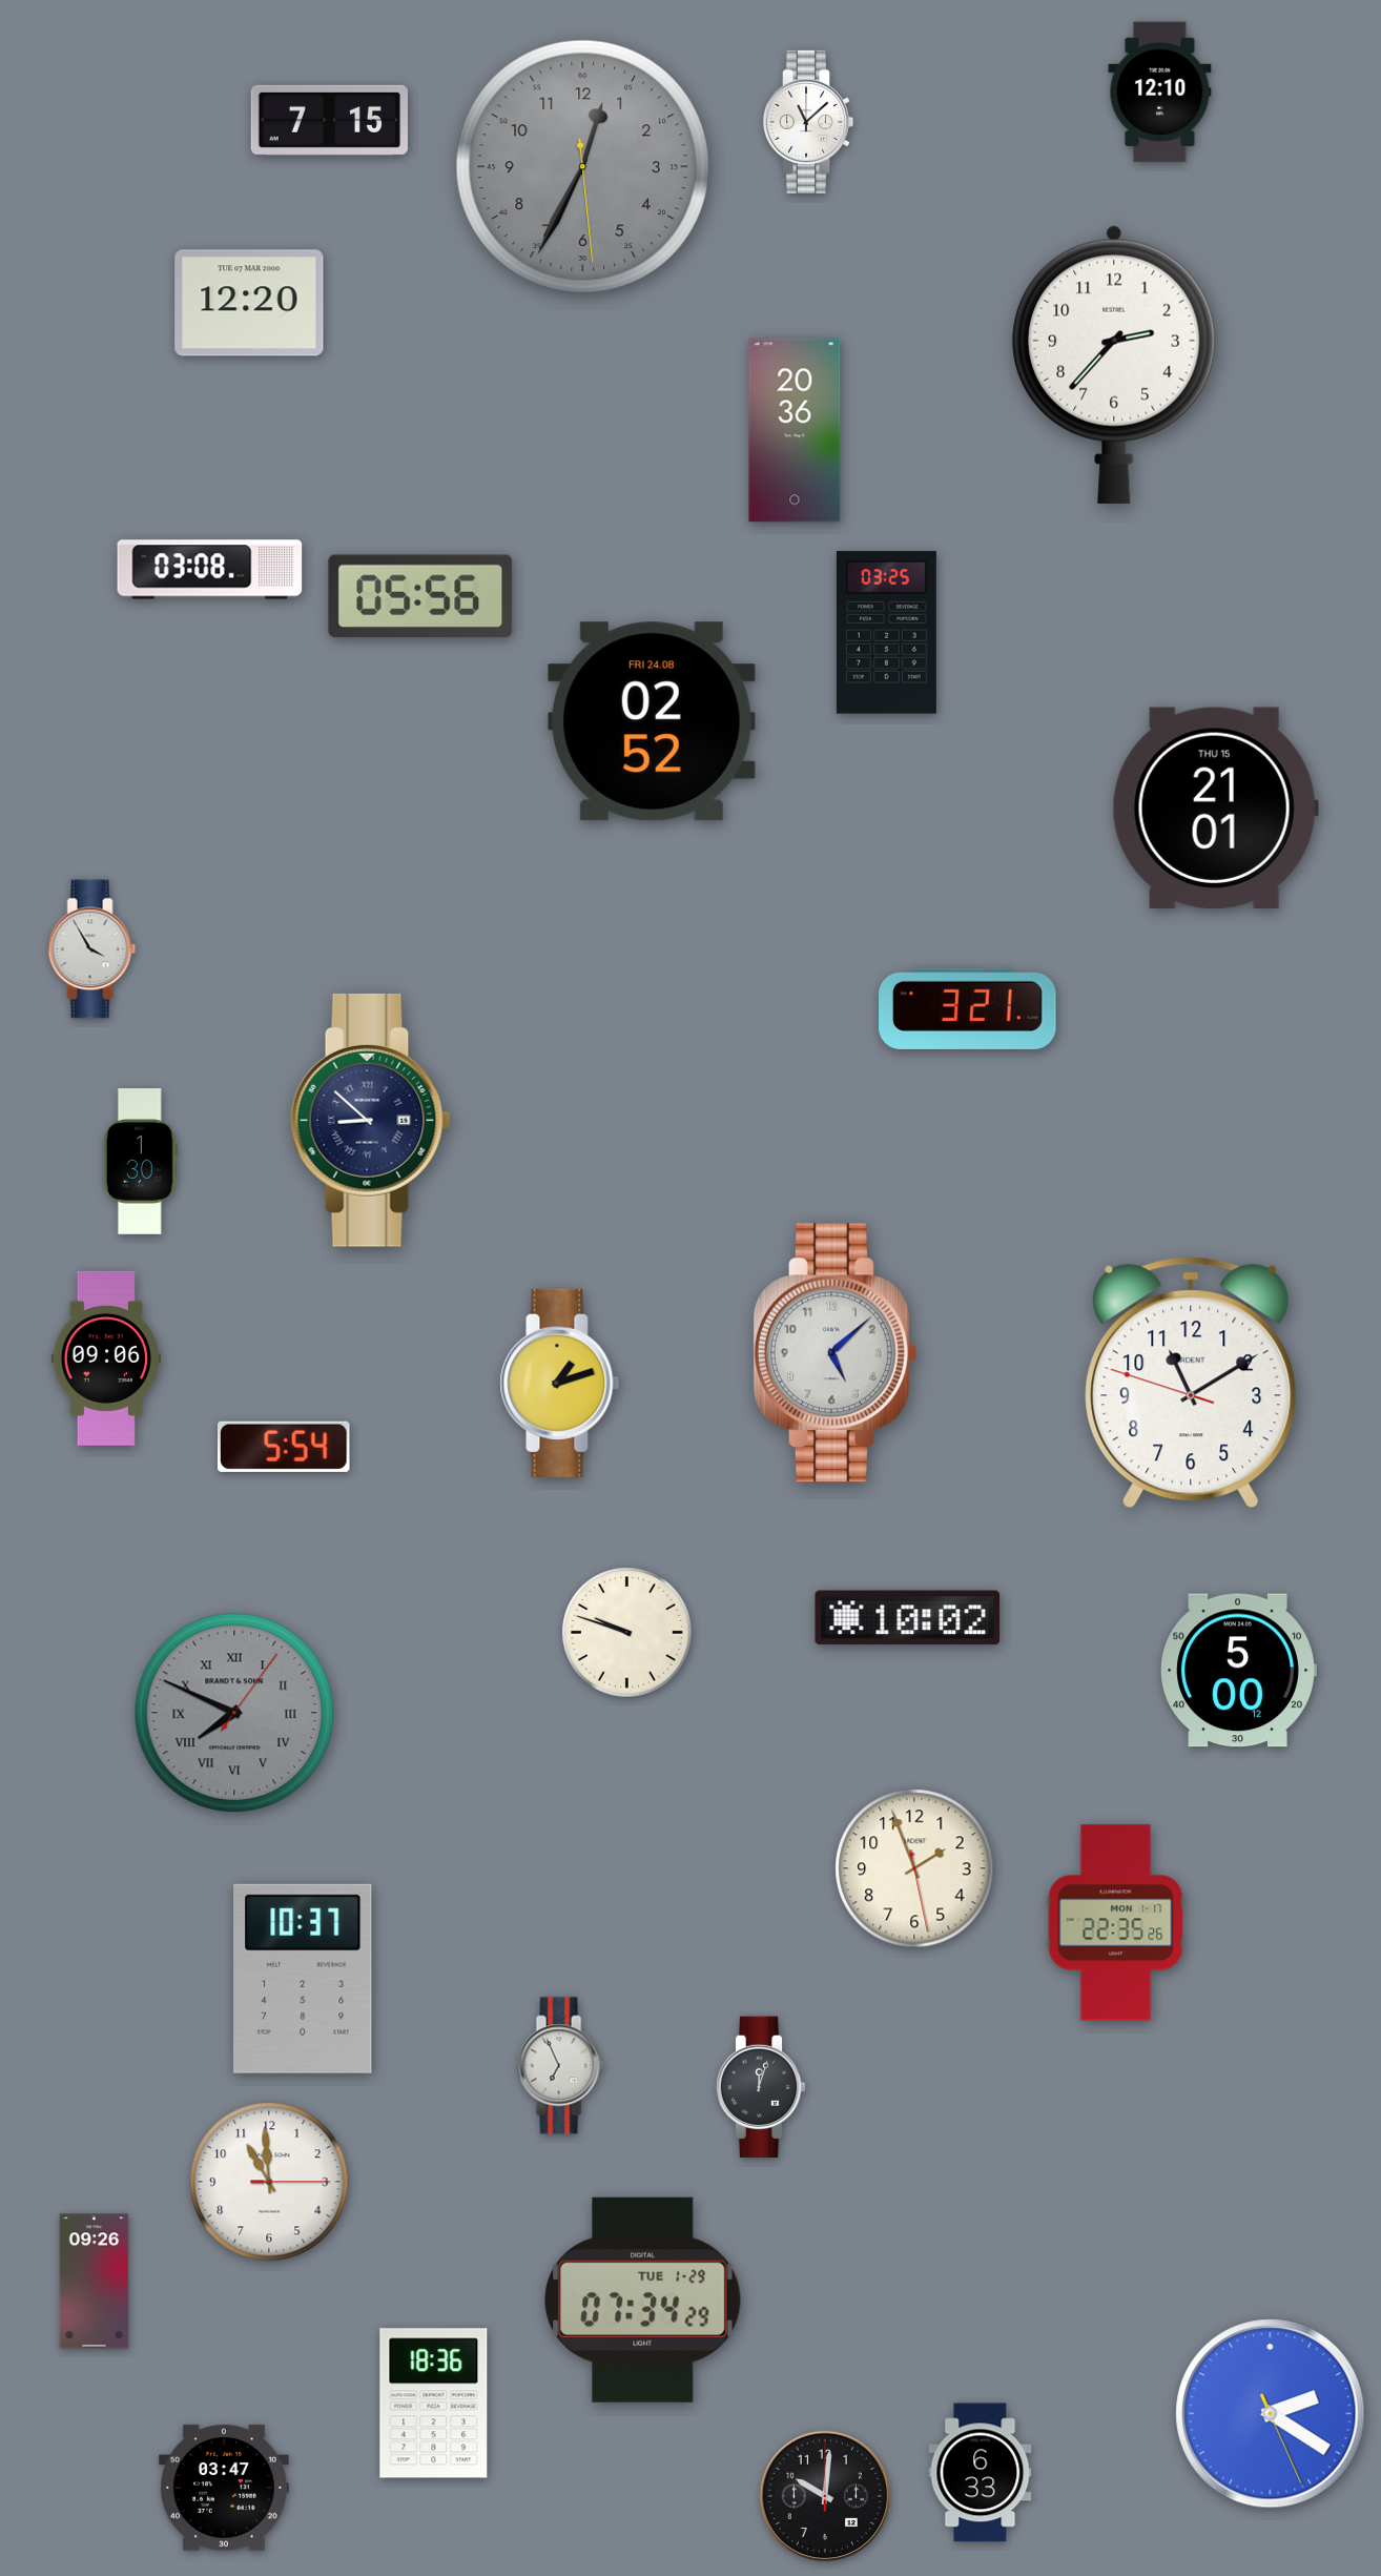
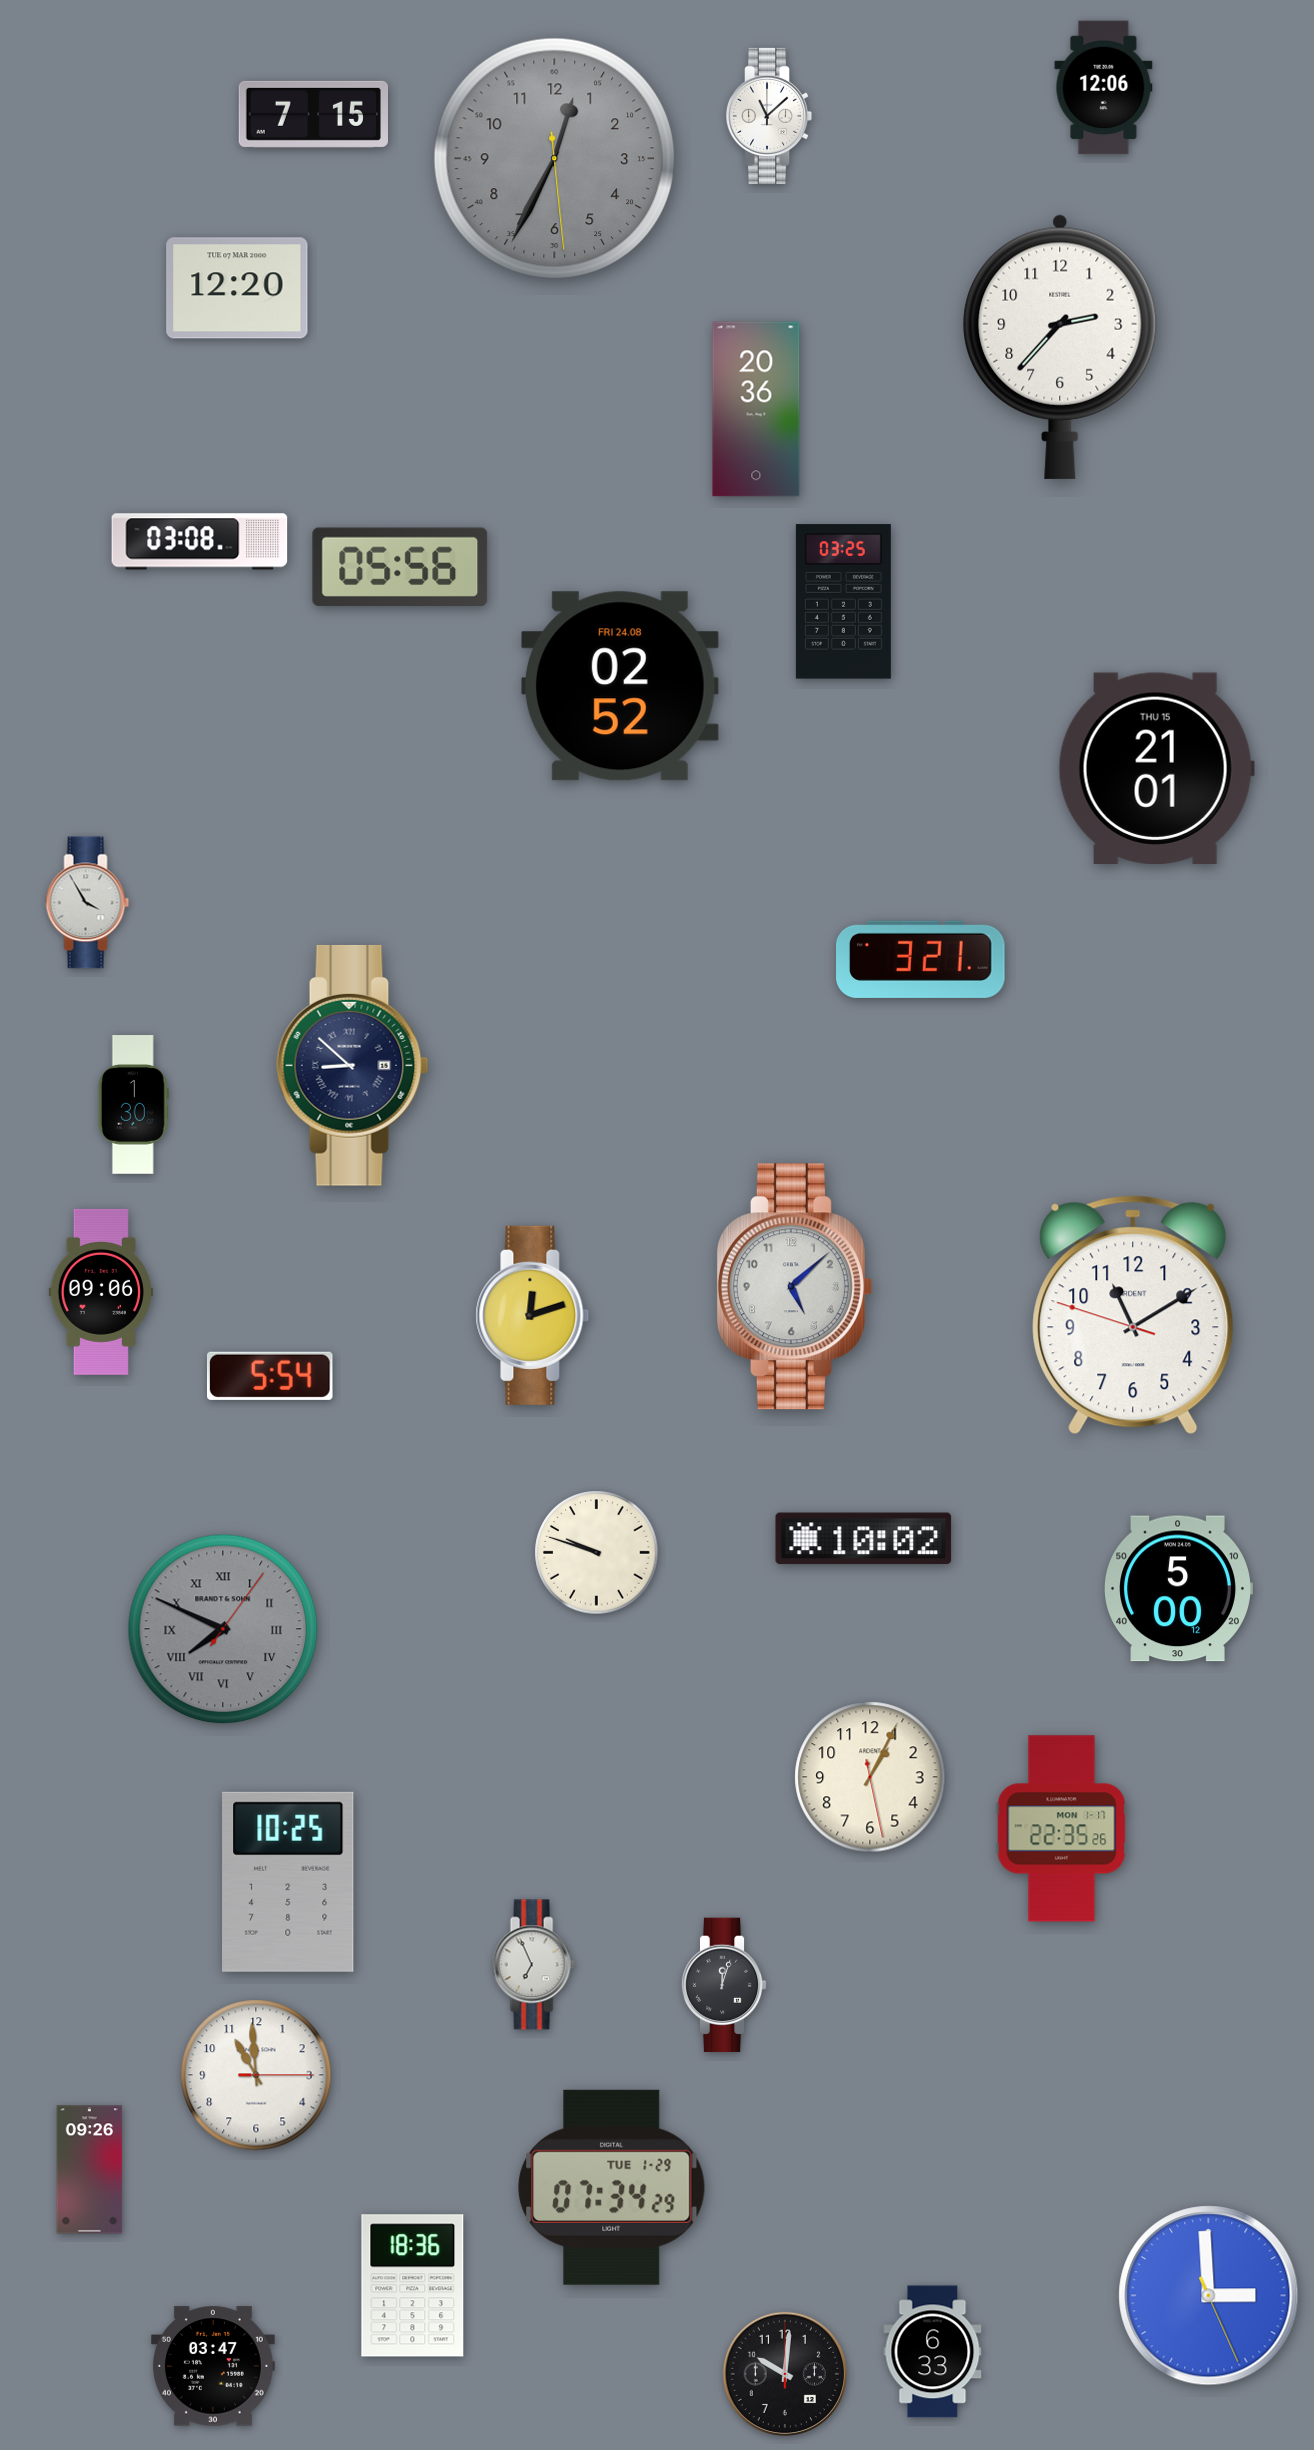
clock at (1160, 93): 12:10 -> 12:06
clock at (560, 1383): 1:12 -> 12:12
clock at (914, 1868): 1:56 -> 1:04
clock at (303, 1979): 10:37 -> 10:25
clock at (1271, 2414): 2:20 -> 2:59
